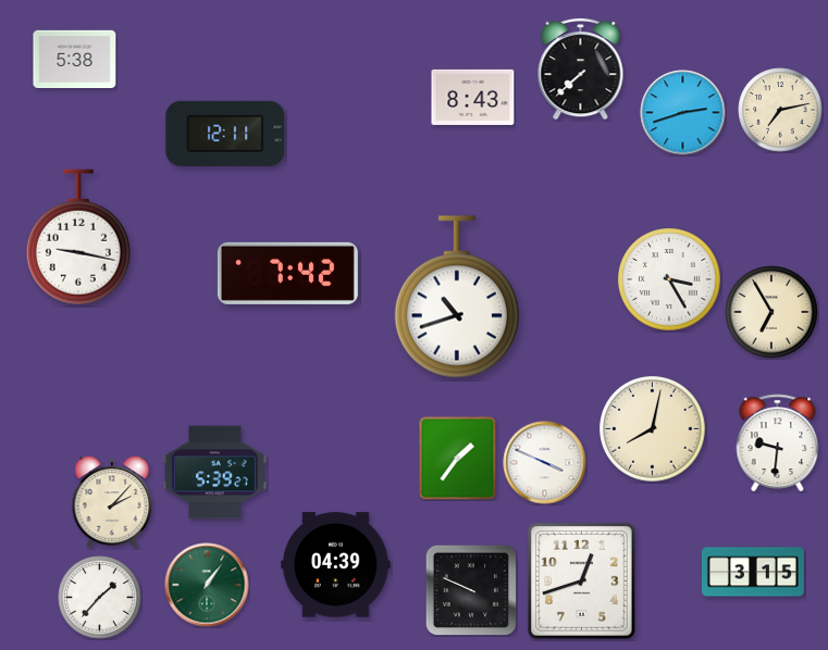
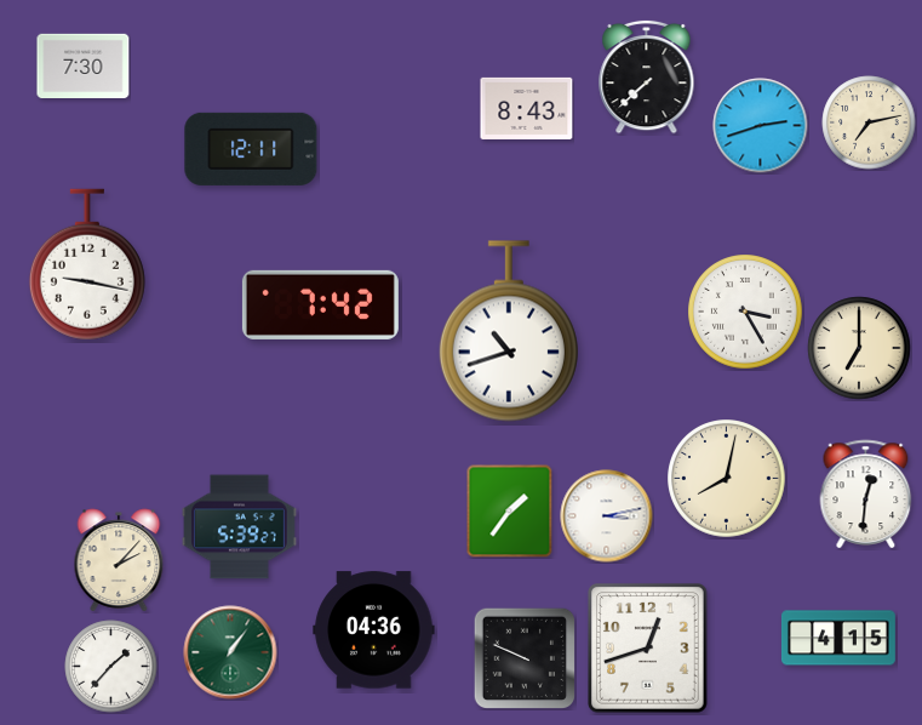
clock at (75, 59): 5:38 -> 7:30
clock at (771, 312): 6:55 -> 7:00
clock at (778, 442): 9:31 -> 12:31
clock at (545, 463): 3:49 -> 3:13
clock at (112, 502) position: (112, 502) -> (119, 560)
clock at (336, 565): 04:39 -> 04:36
clock at (753, 572): 3:15 -> 4:15
